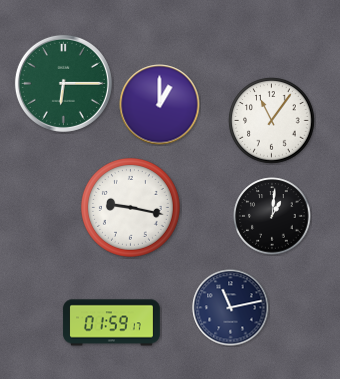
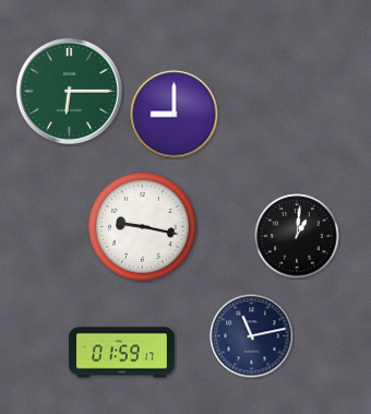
clock at (160, 105): 1:00 -> 9:00
clock at (272, 121): 11:06 -> none
